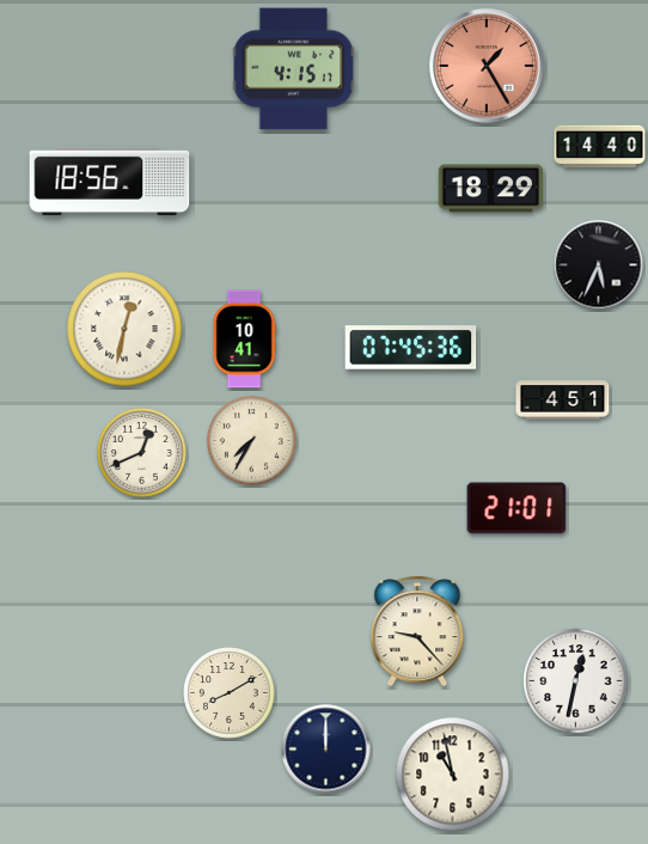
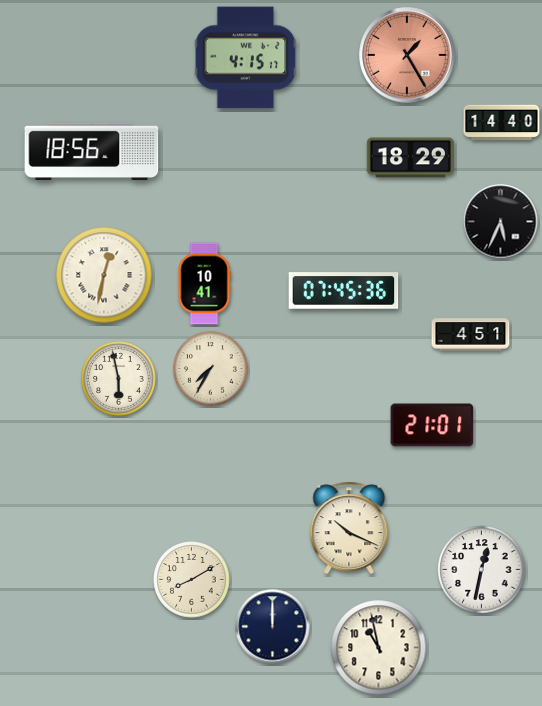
clock at (142, 453): 12:41 -> 5:58
clock at (417, 631): 9:23 -> 10:19
